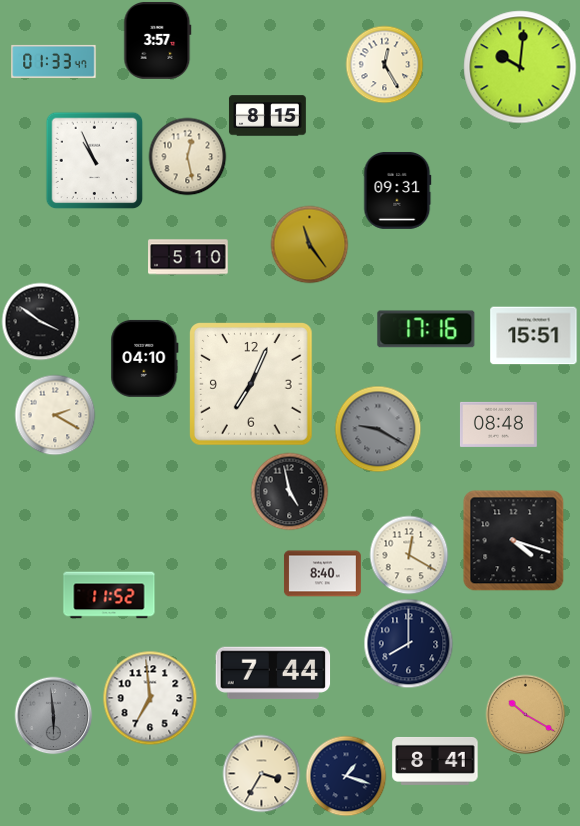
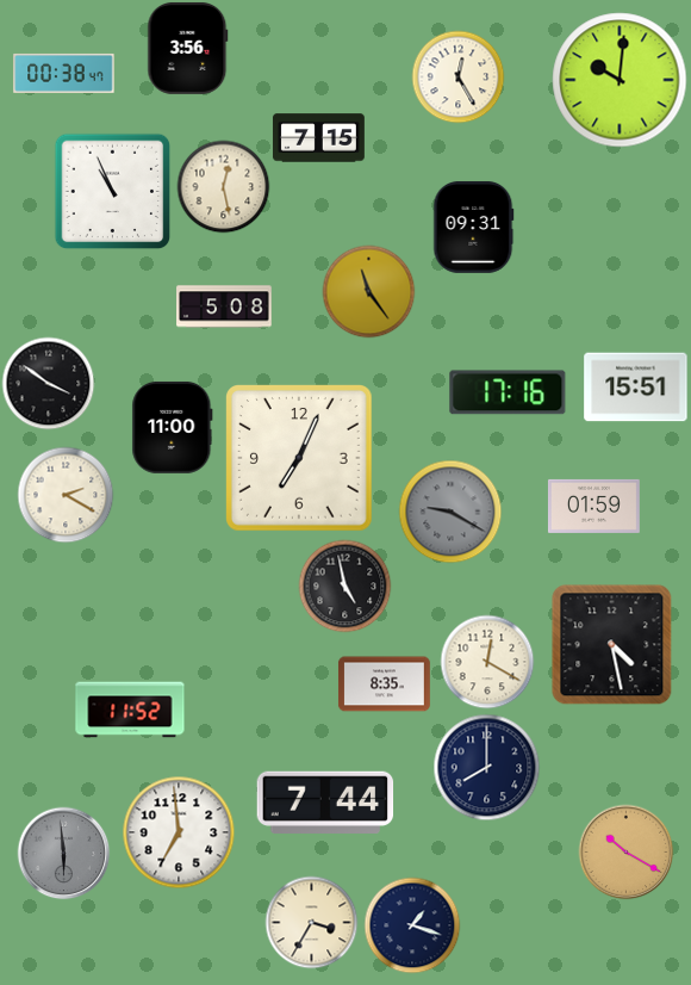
clock at (158, 40): 3:57 -> 3:56
clock at (54, 61): 01:33 -> 00:38
clock at (267, 116): 8:15 -> 7:15
clock at (188, 257): 5:10 -> 5:08
clock at (534, 336) position: (534, 336) -> (636, 388)
clock at (145, 358): 04:10 -> 11:00
clock at (498, 424): 08:48 -> 01:59
clock at (513, 540): 4:18 -> 4:28
clock at (322, 574): 8:40 -> 8:35
clock at (435, 761): 8:41 -> none
